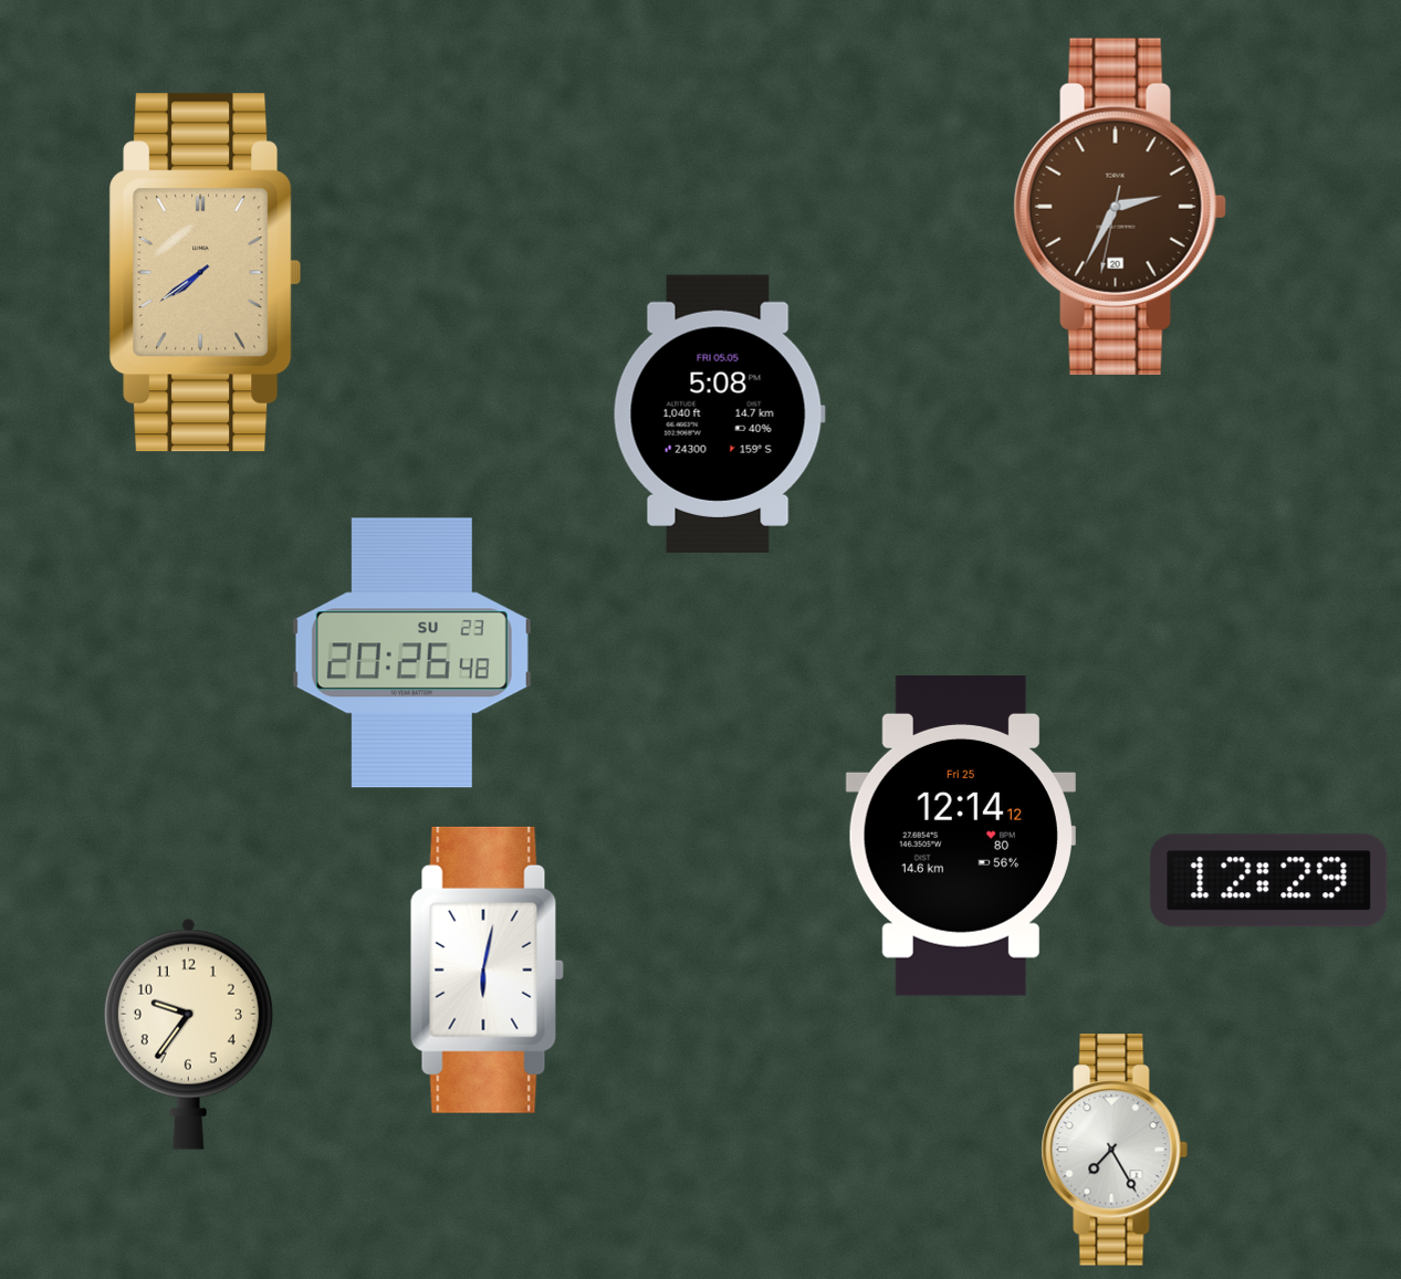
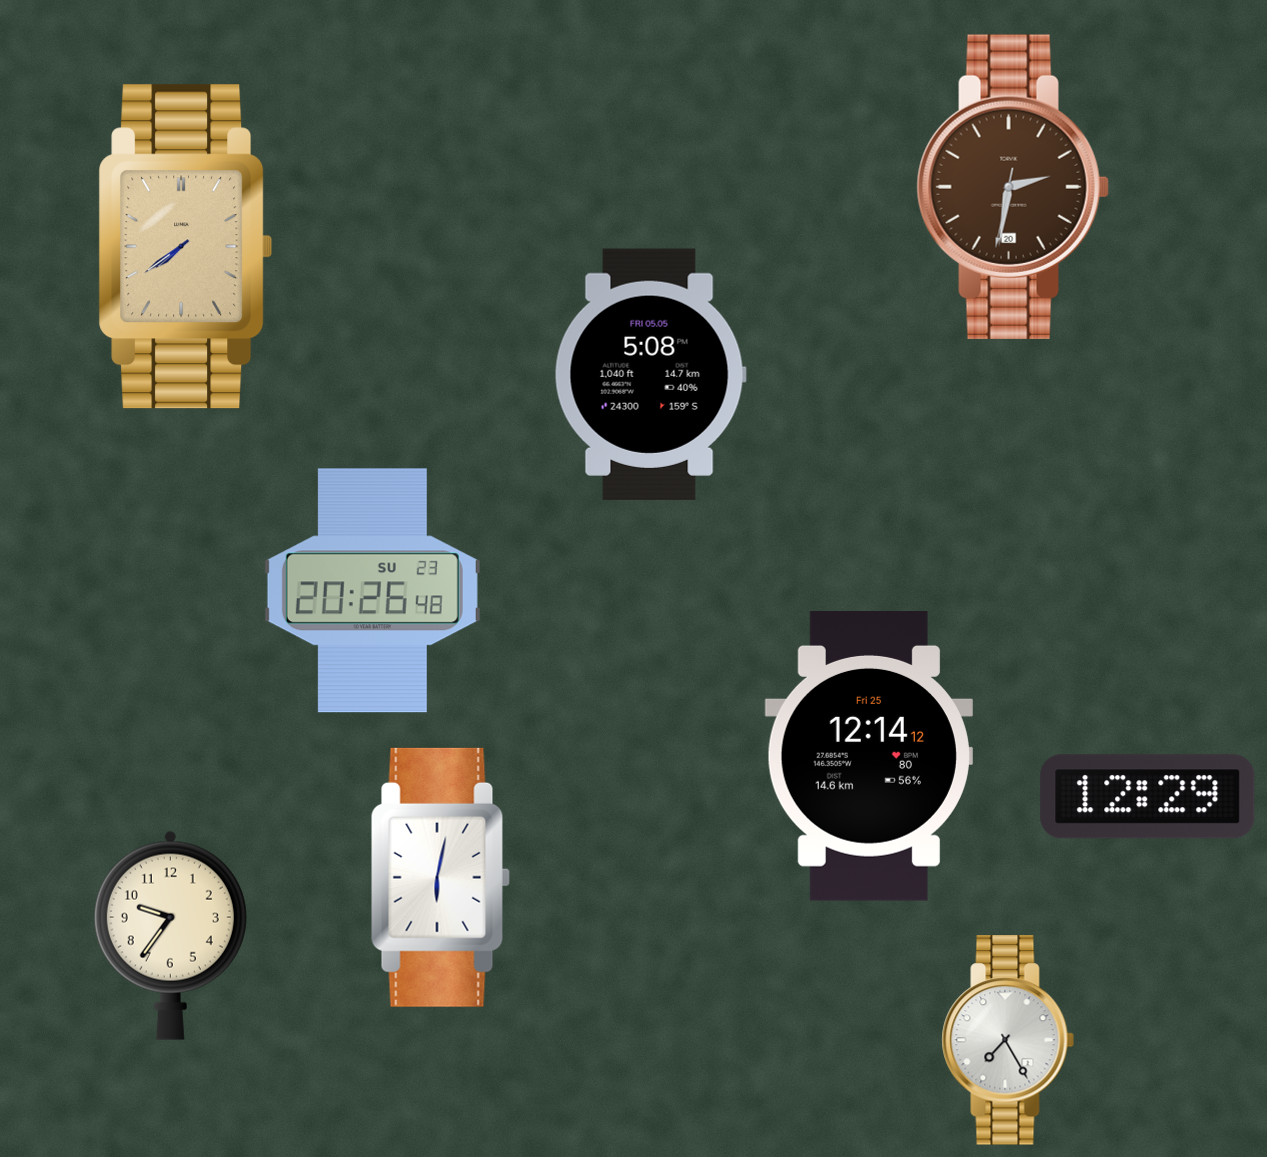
clock at (1120, 207): 2:34 -> 2:31
